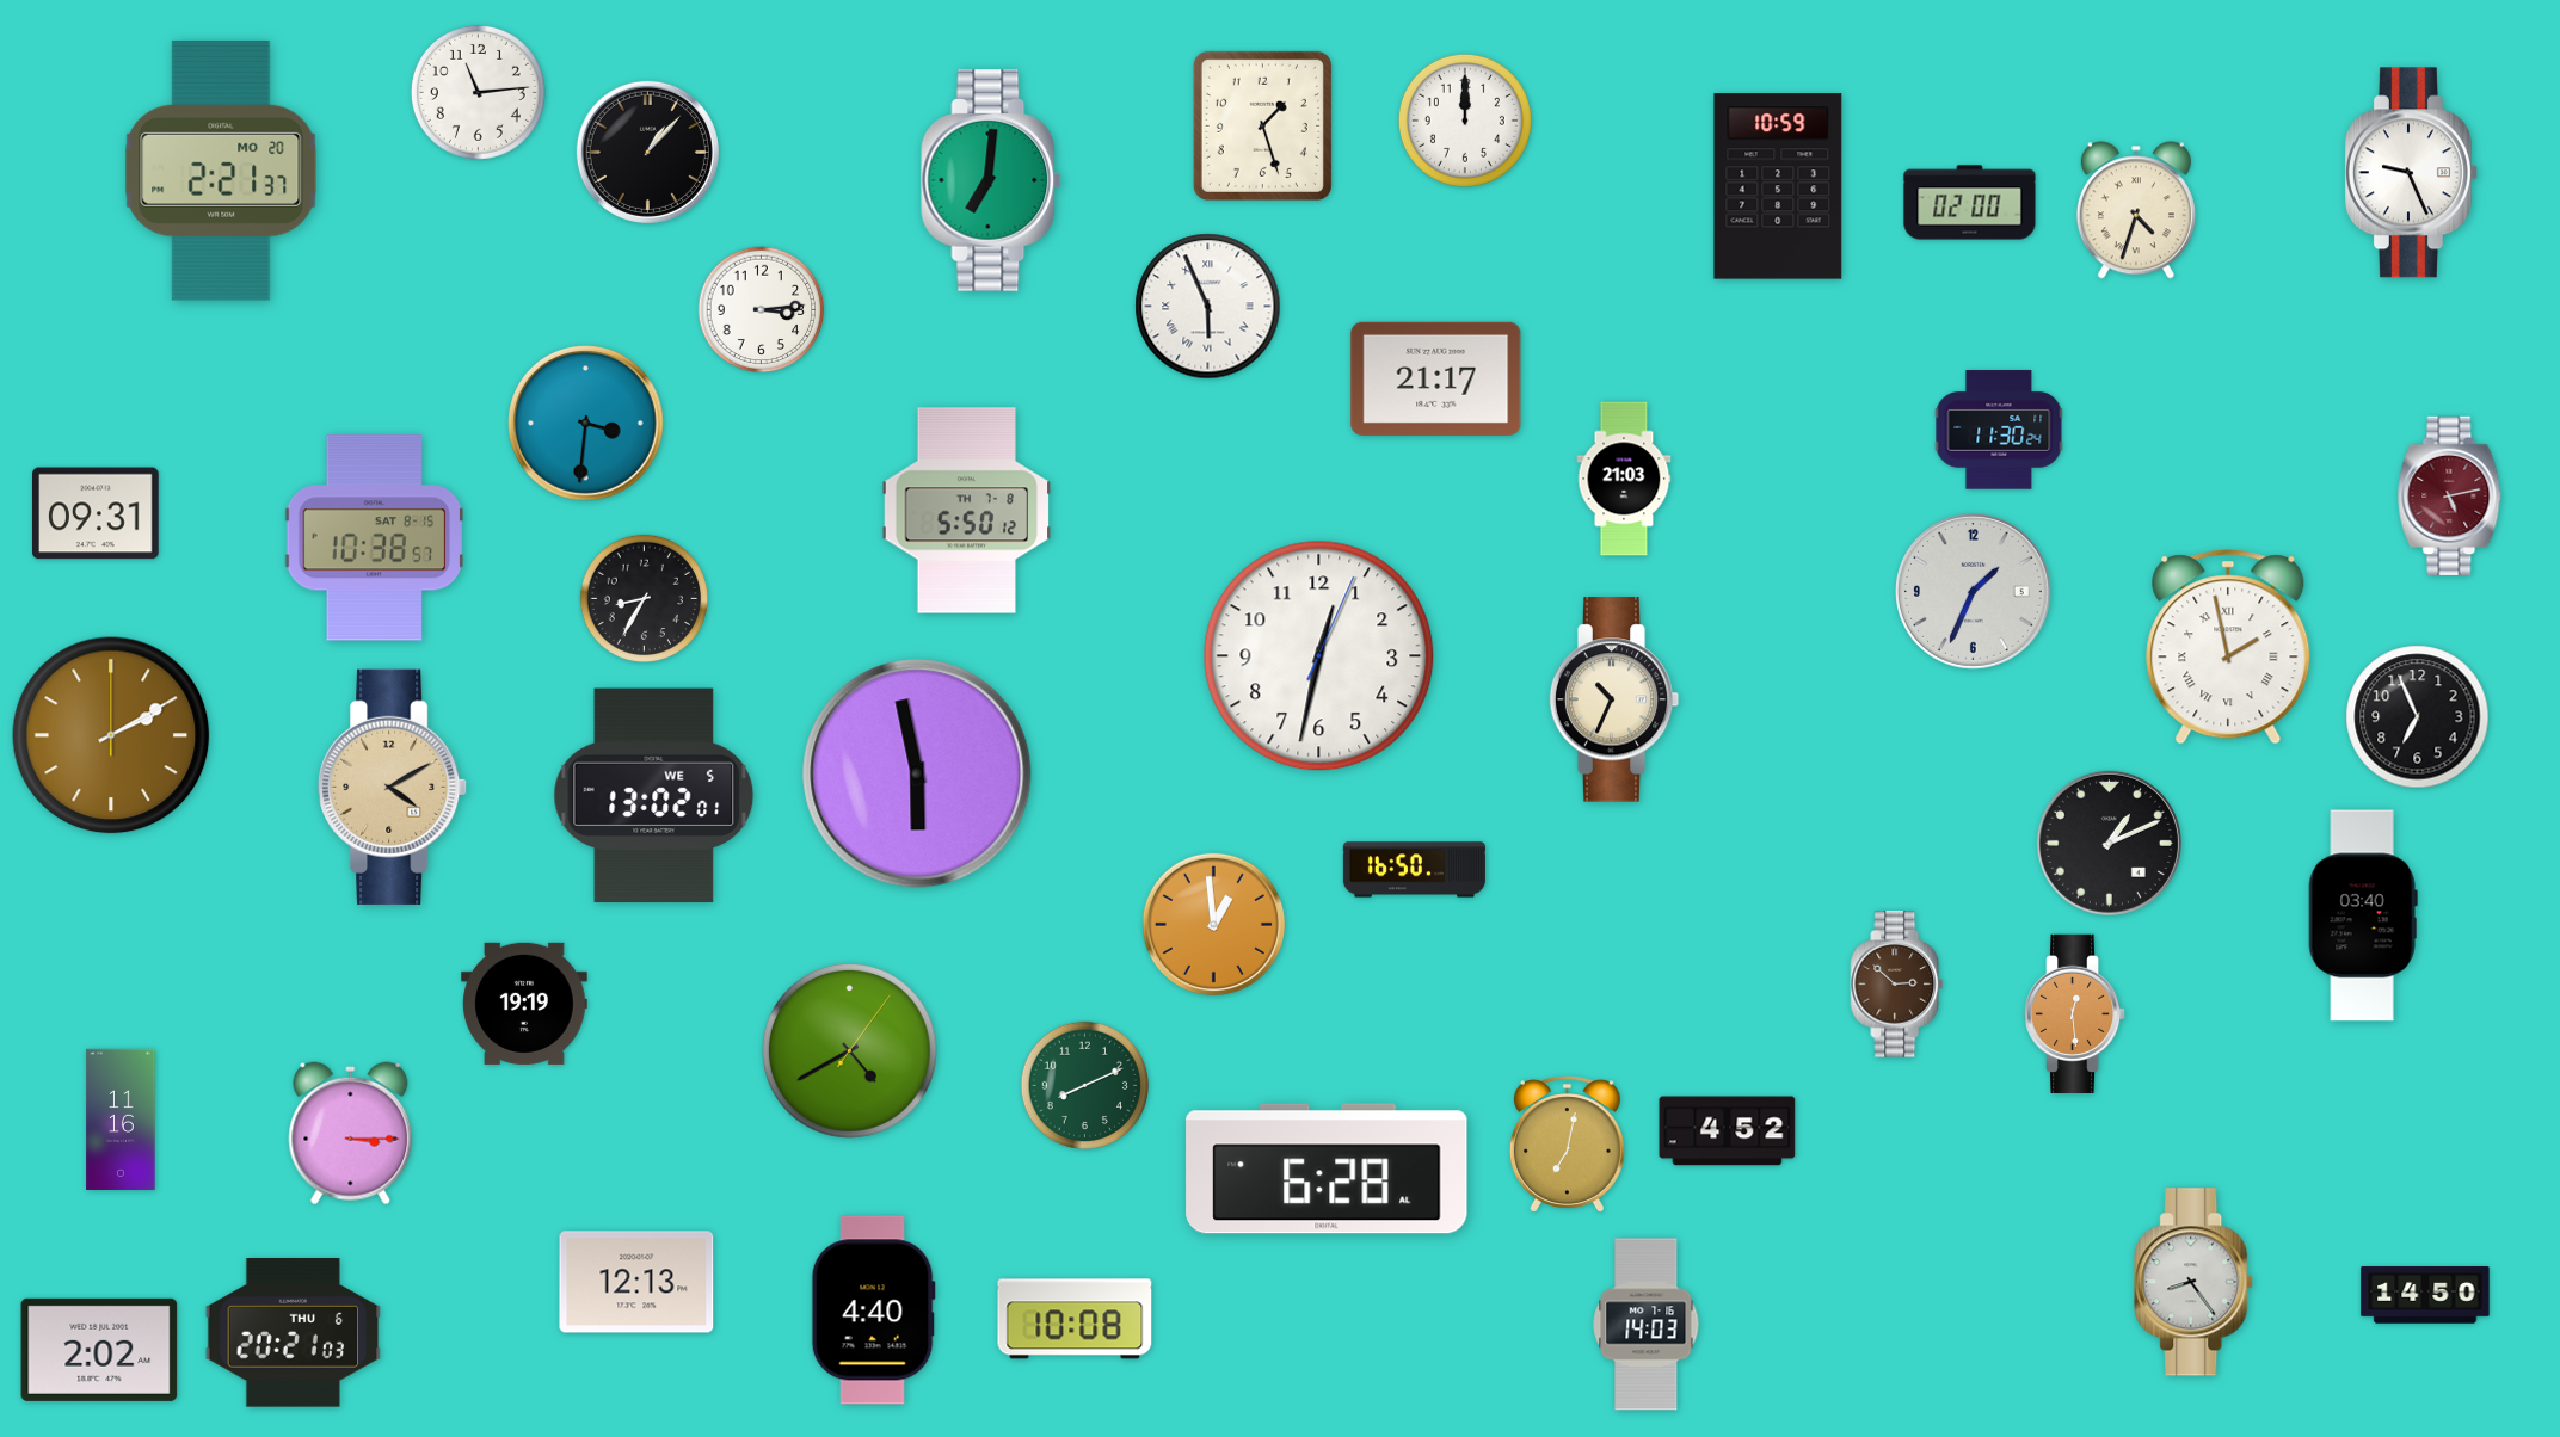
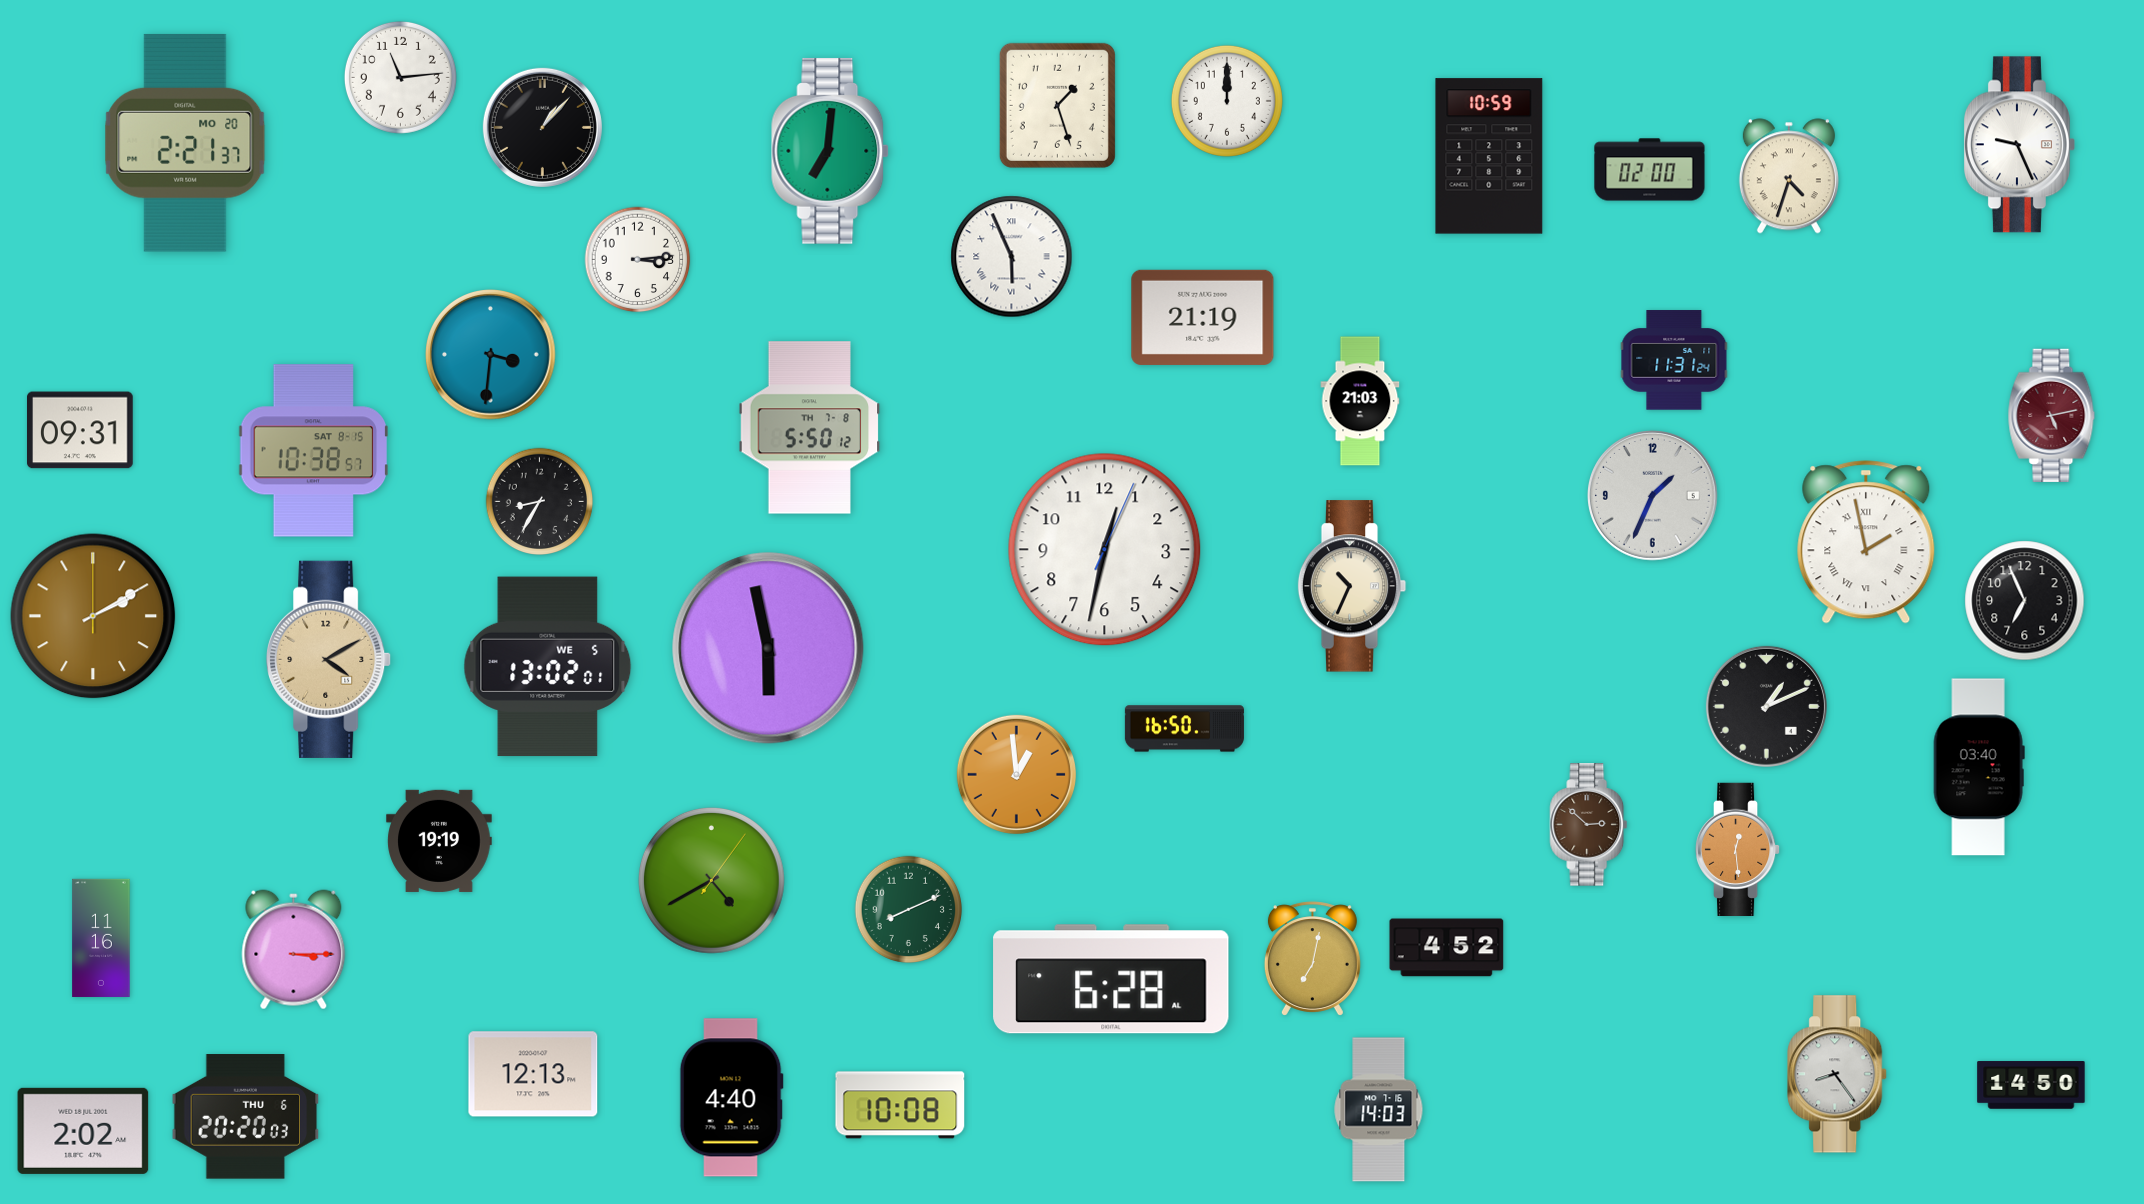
clock at (1436, 378): 21:17 -> 21:19
clock at (1999, 430): 11:30 -> 11:31
clock at (294, 1333): 20:21 -> 20:20
